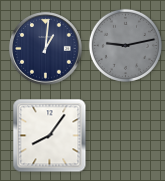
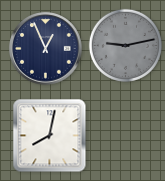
clock at (46, 49): 1:01 -> 12:56
clock at (50, 136): 8:06 -> 8:02
